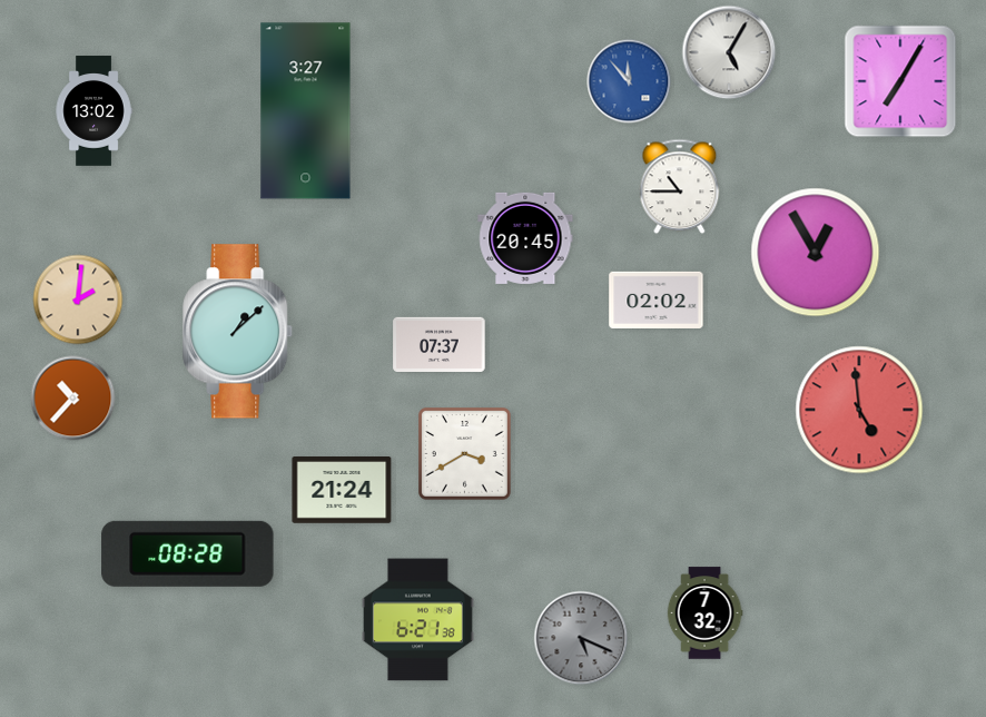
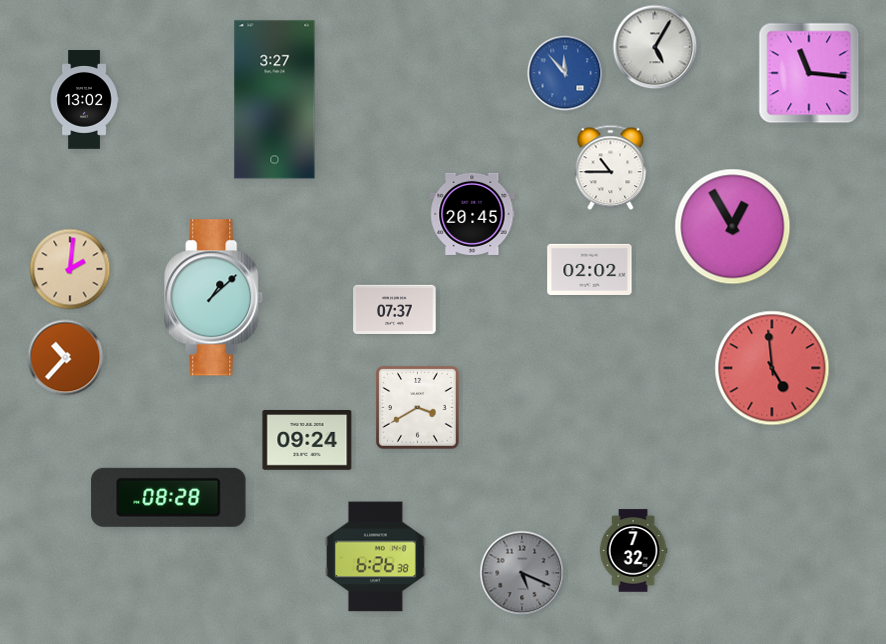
clock at (900, 81): 7:05 -> 11:16
clock at (342, 491): 21:24 -> 09:24
clock at (417, 620): 6:21 -> 6:26
